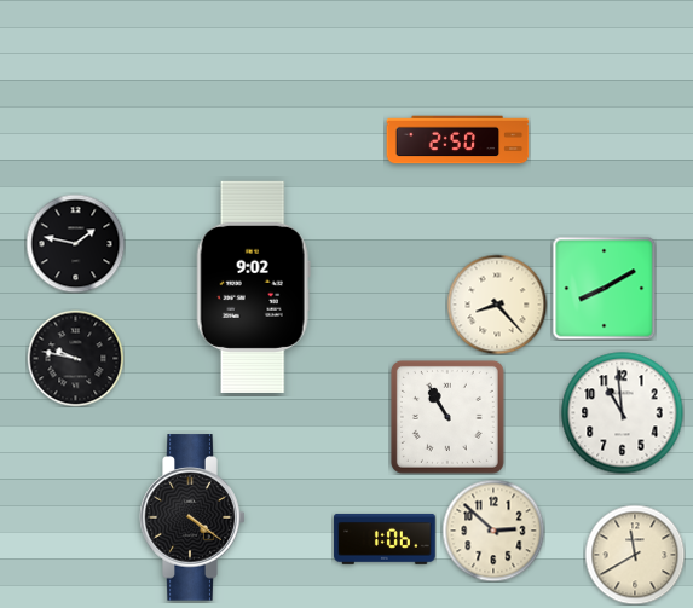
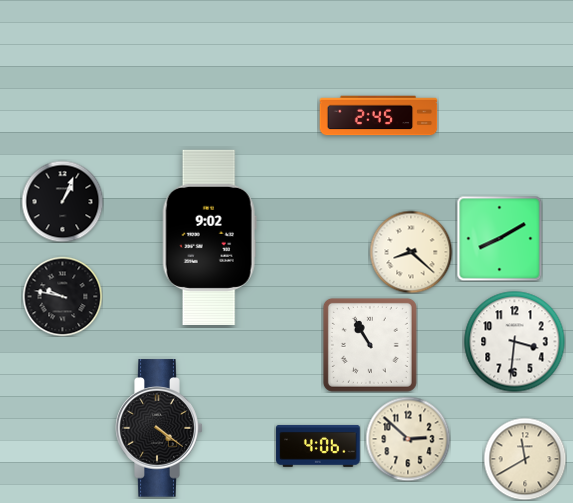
clock at (458, 140): 2:50 -> 2:45
clock at (75, 243): 1:47 -> 1:04
clock at (497, 305): 8:23 -> 8:22
clock at (623, 413): 10:59 -> 3:31
clock at (385, 539): 1:06 -> 4:06
